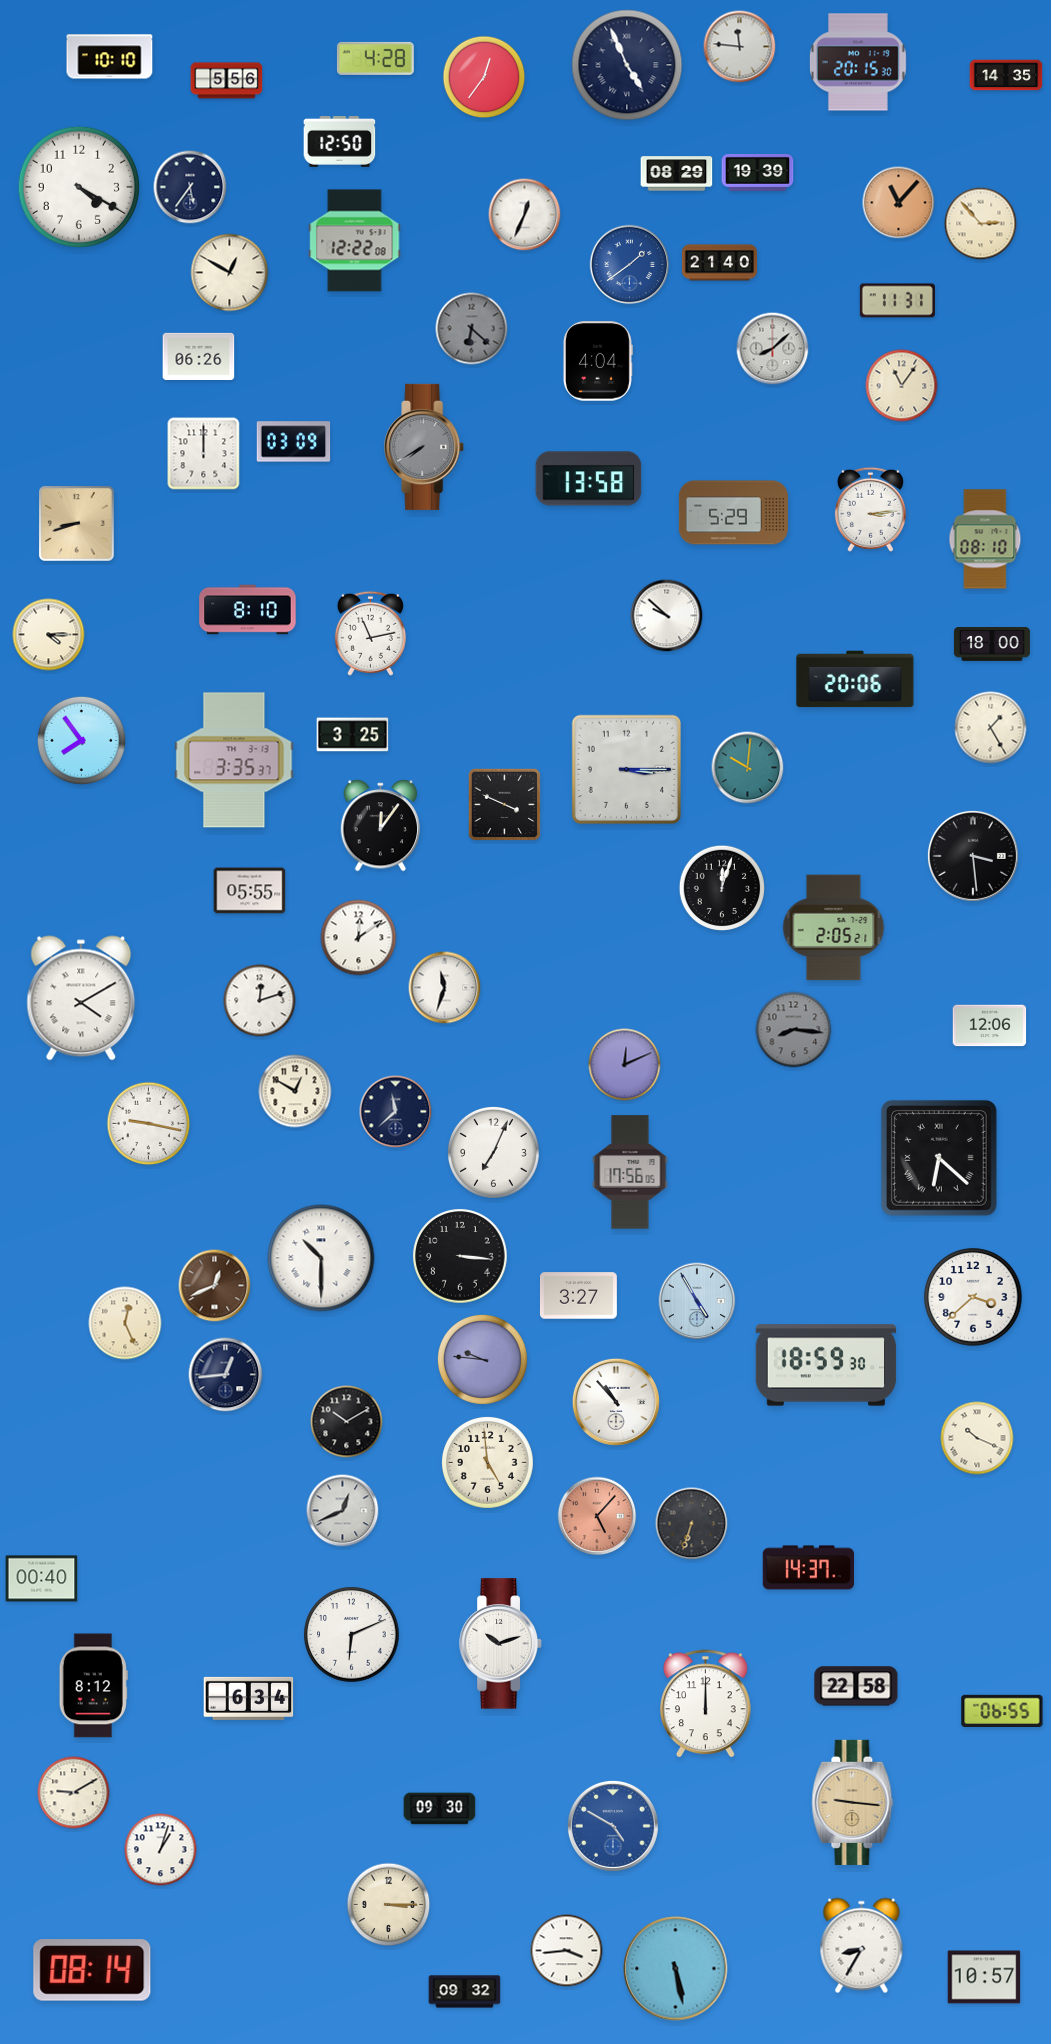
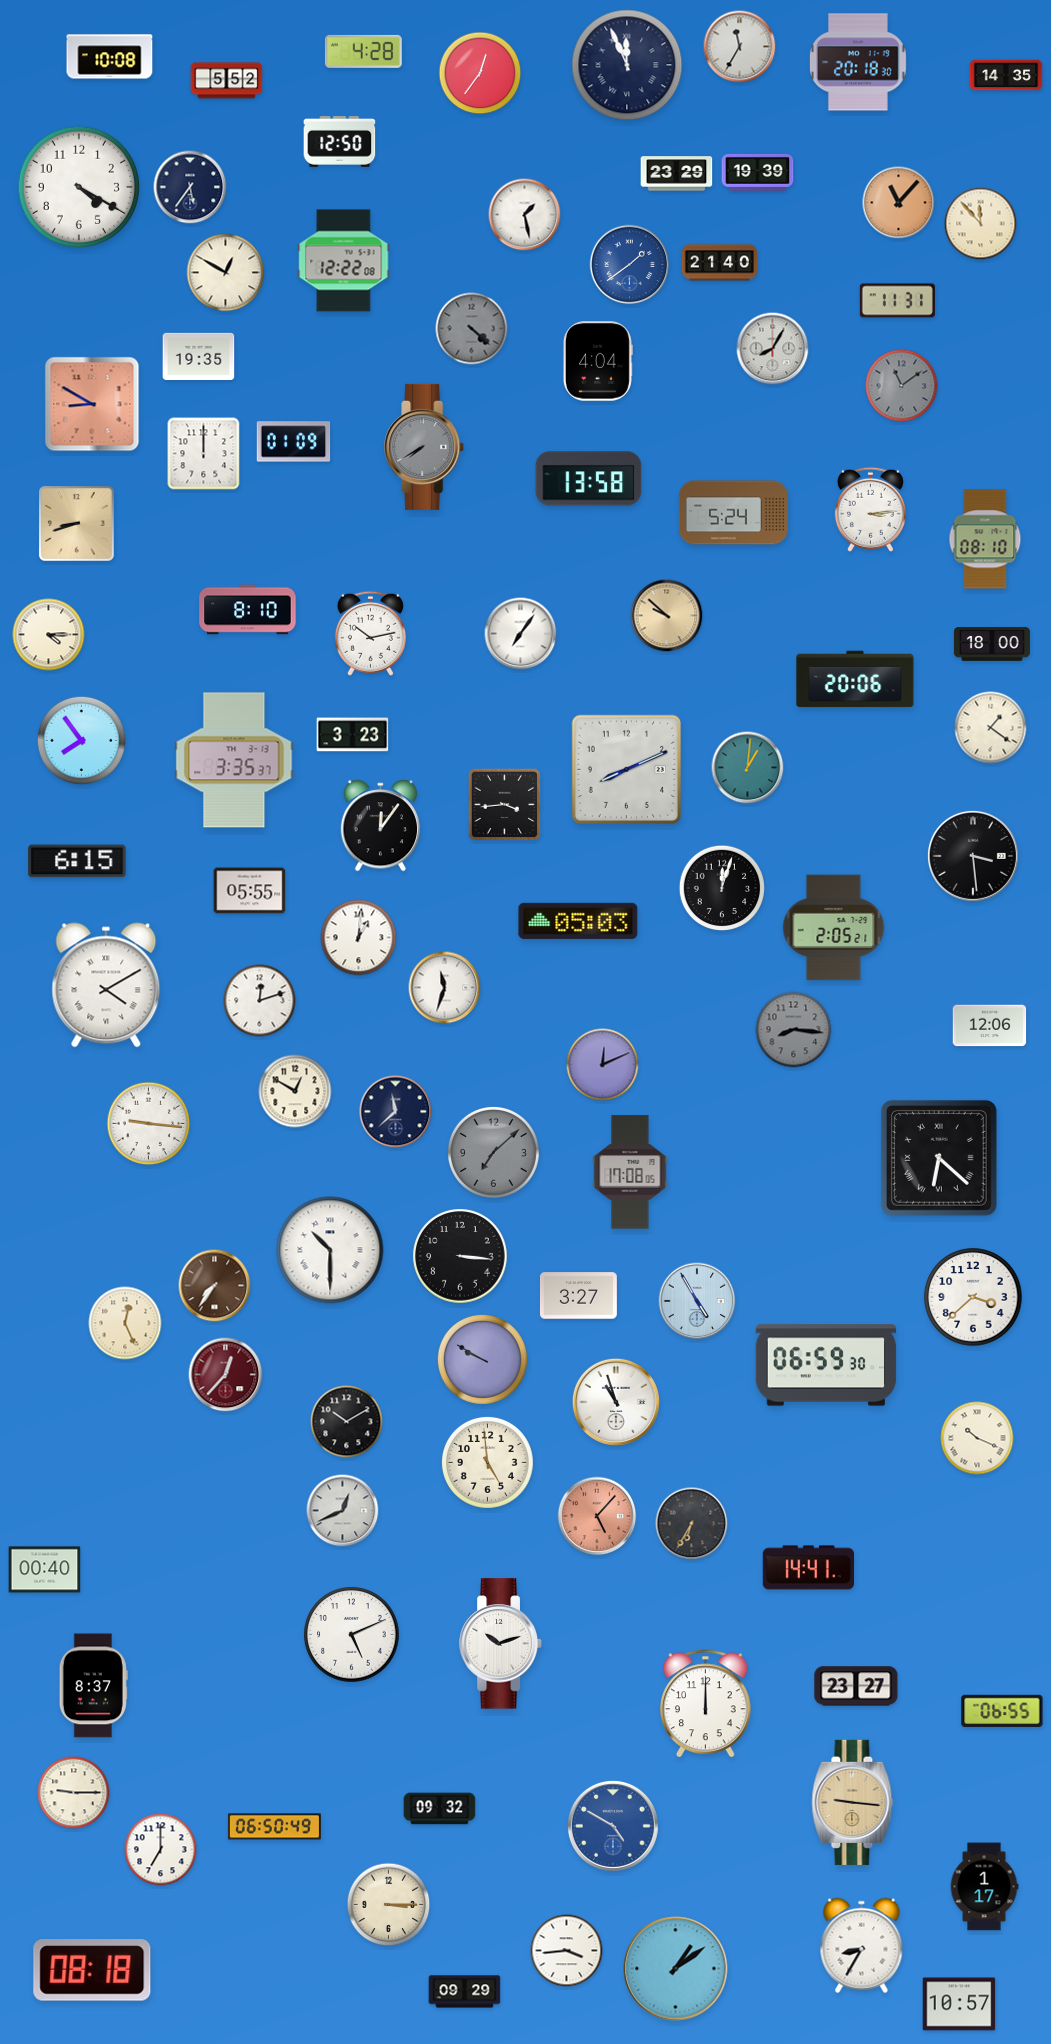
clock at (740, 47): 11:46 -> 11:35
clock at (110, 57): 10:10 -> 10:08
clock at (375, 58) position: (375, 58) -> (363, 51)
clock at (858, 62): 20:15 -> 20:18
clock at (627, 65): 4:56 -> 11:56
clock at (484, 77) position: (484, 77) -> (480, 73)
clock at (227, 81): 5:56 -> 5:52
clock at (677, 174): 08:29 -> 23:29
clock at (525, 215): 12:34 -> 1:28
clock at (981, 224): 2:53 -> 11:53
clock at (355, 241) position: (355, 241) -> (344, 261)
clock at (230, 273) position: (230, 273) -> (226, 273)
clock at (472, 329): 6:22 -> 4:22
clock at (773, 349): 8:08 -> 8:05
clock at (199, 356): 06:26 -> 19:35
clock at (902, 386): 11:06 -> 11:09
clock at (902, 386) dial: cream -> grey
clock at (92, 404): none -> 8:50
clock at (294, 442): 03:09 -> 01:09
clock at (733, 513): 5:29 -> 5:24
clock at (667, 616) dial: white -> champagne
clock at (370, 633): 11:13 -> 10:13
clock at (521, 634): none -> 7:06
clock at (991, 728): 1:25 -> 1:21
clock at (353, 735): 3:25 -> 3:23
clock at (748, 768): 10:01 -> 1:01
clock at (626, 769): 3:15 -> 8:11
clock at (505, 805): 3:49 -> 3:44
clock at (77, 861): none -> 6:15
clock at (578, 921): none -> 05:03
clock at (359, 938): 12:09 -> 1:01
clock at (81, 998) position: (81, 998) -> (106, 985)
clock at (625, 1065) position: (625, 1065) -> (603, 1065)
clock at (149, 1124): 9:17 -> 9:16
clock at (493, 1152): 7:04 -> 7:08
clock at (493, 1152) dial: white -> grey
clock at (630, 1172): 17:56 -> 17:08
clock at (321, 1258) position: (321, 1258) -> (330, 1250)
clock at (215, 1286): 12:41 -> 7:36
clock at (482, 1359): 9:46 -> 9:50
clock at (826, 1365): 18:59 -> 06:59
clock at (226, 1375): 12:44 -> 12:37
clock at (226, 1375) dial: navy -> burgundy
clock at (616, 1402): 10:53 -> 10:57
clock at (692, 1524): 6:33 -> 6:35
clock at (808, 1568): 14:37 -> 14:41
clock at (42, 1579) position: (42, 1579) -> (45, 1570)
clock at (352, 1635): 6:11 -> 5:11
clock at (93, 1686): 8:12 -> 8:37
clock at (856, 1686): 22:58 -> 23:27
clock at (249, 1698): 6:34 -> none
clock at (74, 1793): 9:10 -> 9:15
clock at (440, 1809): 09:30 -> 09:32
clock at (274, 1827): none -> 06:50
clock at (161, 1850): 1:03 -> 7:00
clock at (984, 1887): none -> 1:17
clock at (676, 1969): 5:28 -> 1:09
clock at (92, 1970): 08:14 -> 08:18
clock at (984, 1977) position: (984, 1977) -> (959, 2004)
clock at (465, 1992): 09:32 -> 09:29
